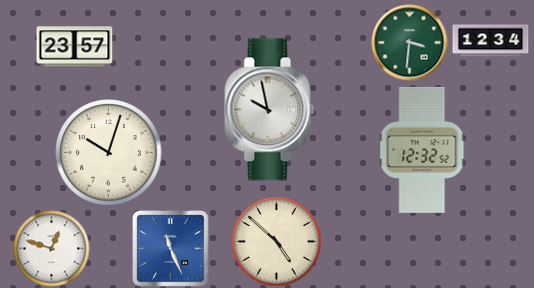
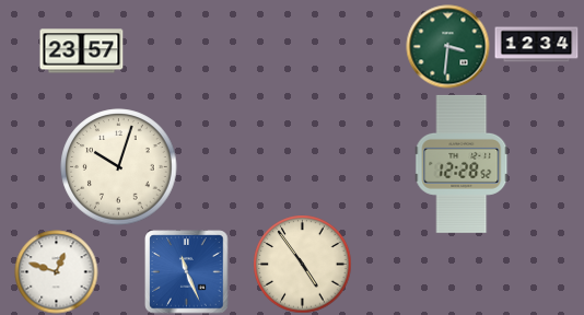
clock at (270, 110): 9:58 -> none
clock at (422, 150): 12:32 -> 12:28
clock at (277, 242): 4:52 -> 4:54
